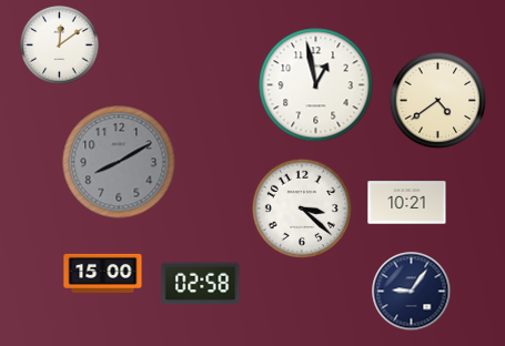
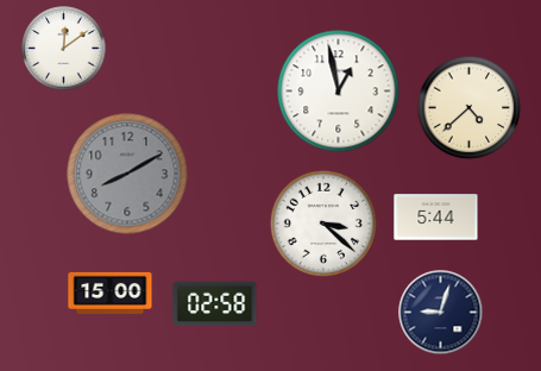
clock at (438, 101): 4:39 -> 4:38
clock at (407, 203): 10:21 -> 5:44
clock at (412, 292): 9:06 -> 9:03
